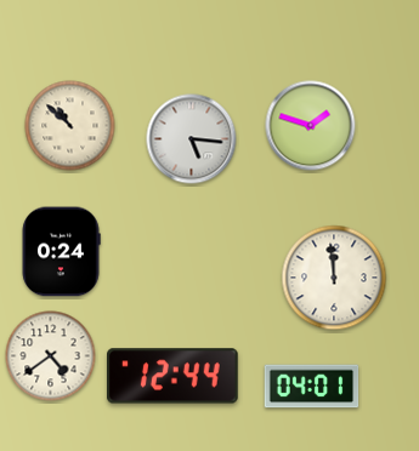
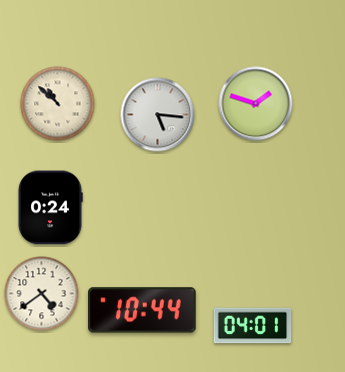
clock at (334, 278): 11:59 -> none
clock at (172, 376): 12:44 -> 10:44
clock at (312, 387) position: (312, 387) -> (253, 326)
